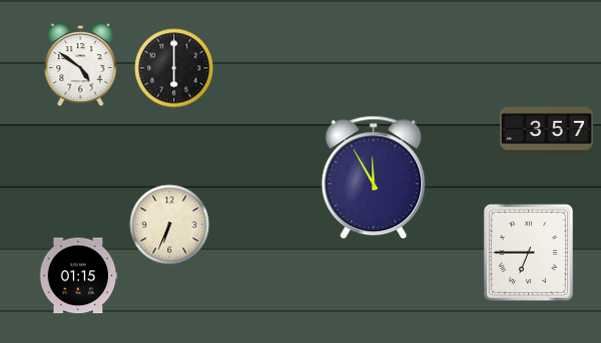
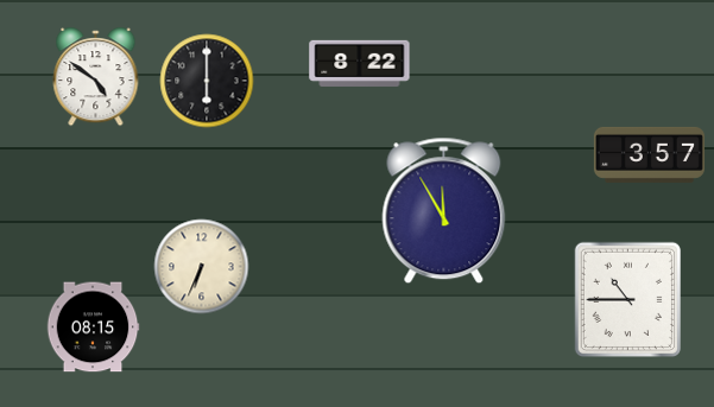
clock at (360, 63): none -> 8:22
clock at (528, 253): 6:45 -> 10:45
clock at (78, 276): 01:15 -> 08:15
